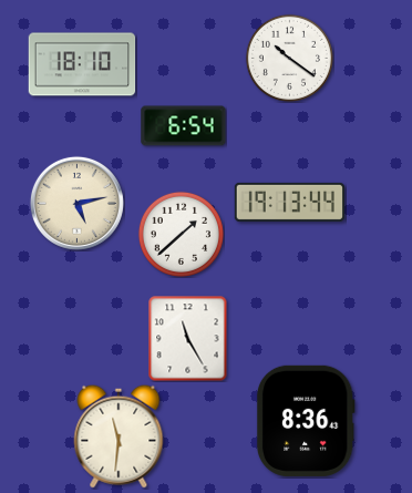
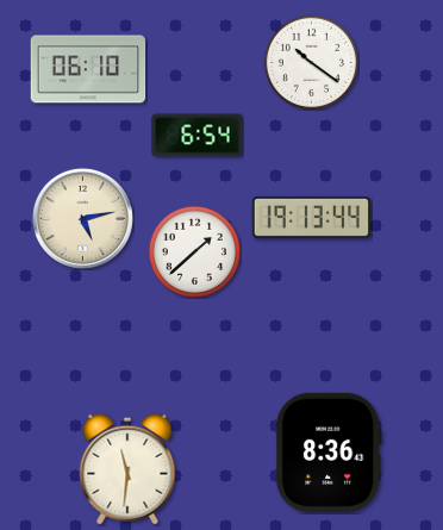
clock at (82, 64): 18:10 -> 06:10
clock at (188, 338): 11:25 -> none
